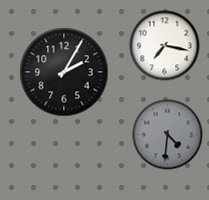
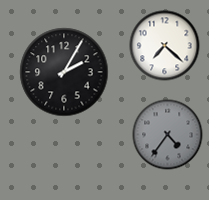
clock at (165, 46): 7:17 -> 7:22
clock at (168, 135): 4:31 -> 4:36
